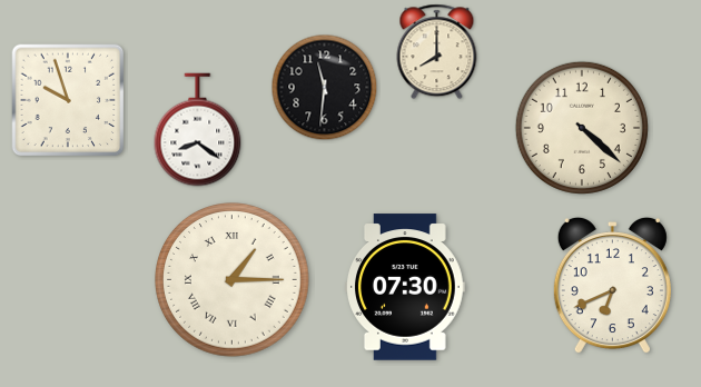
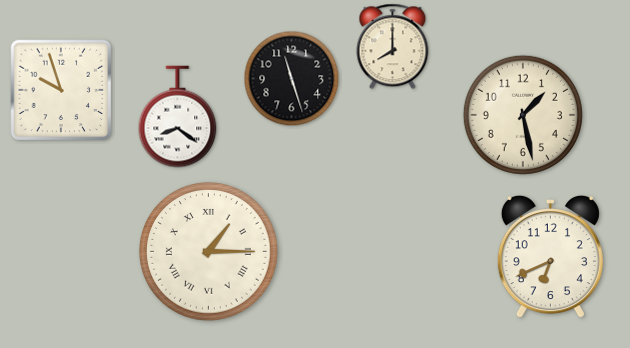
clock at (325, 88): 11:31 -> 11:27
clock at (582, 128): 4:22 -> 1:28
clock at (406, 287): 07:30 -> none
